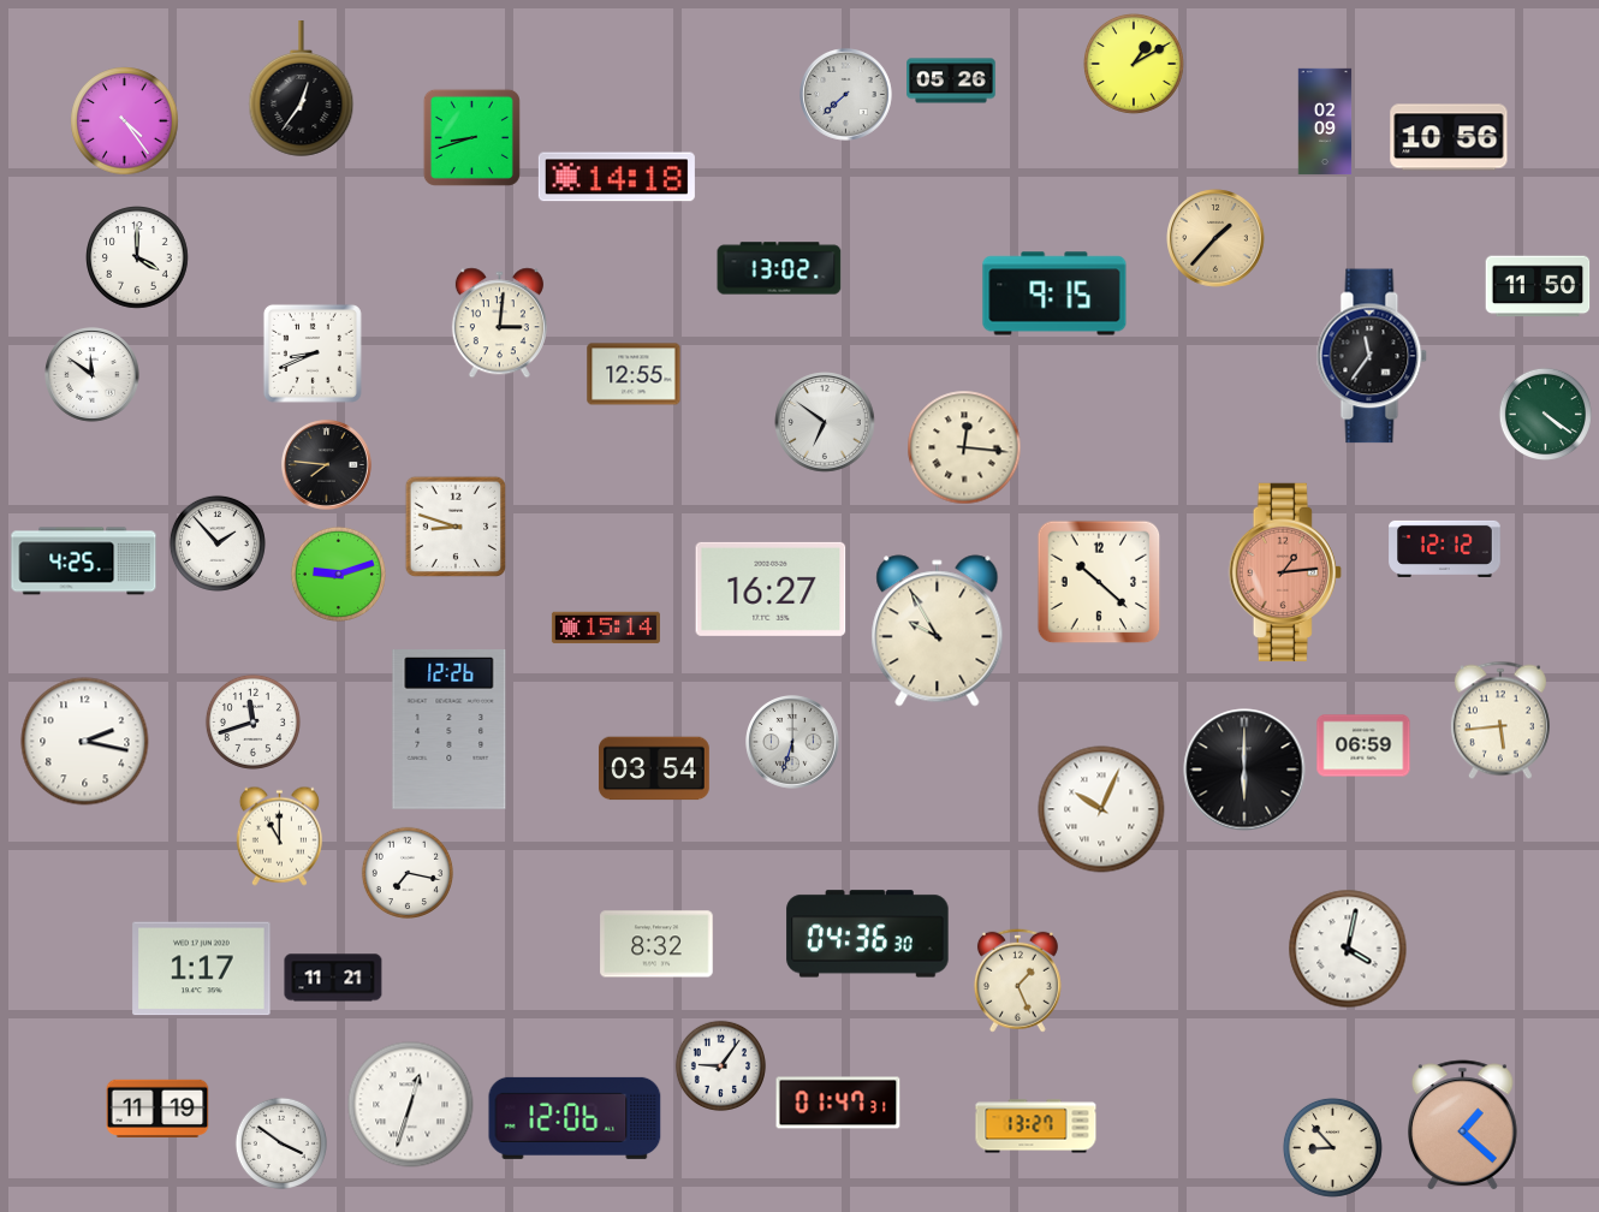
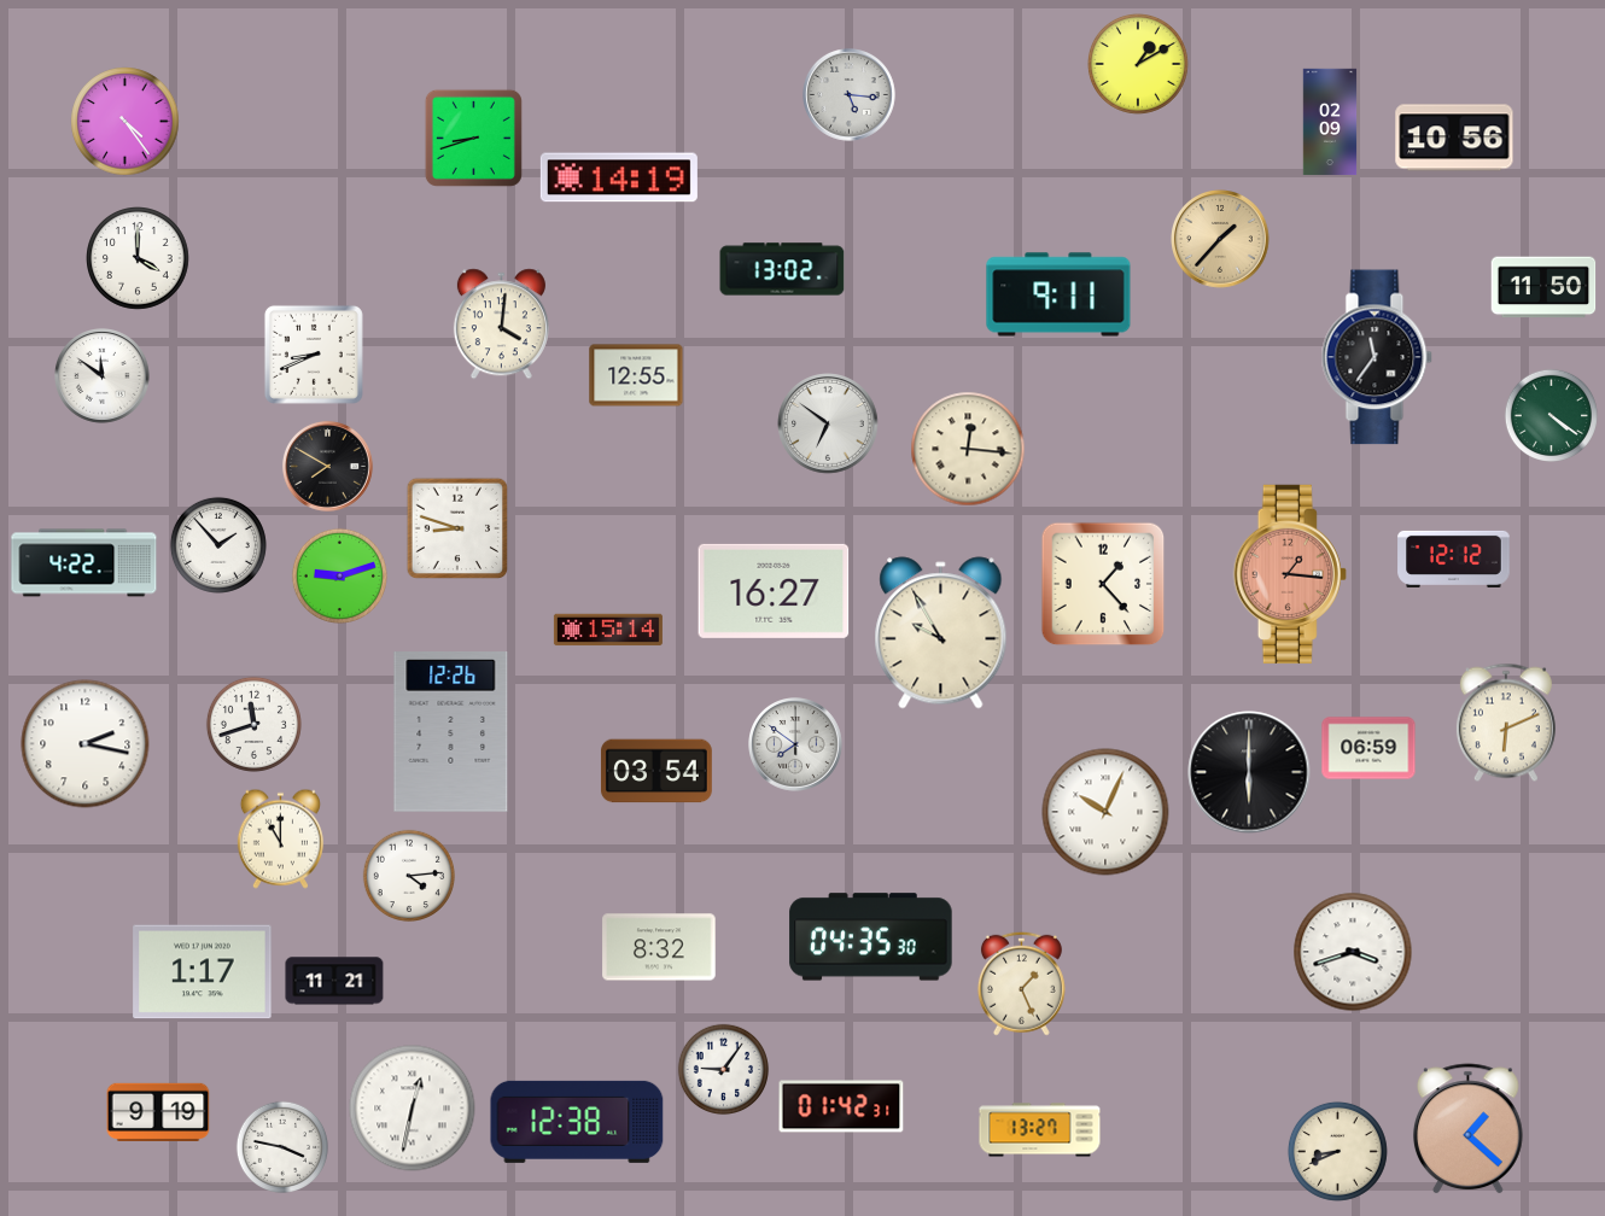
clock at (951, 81): 05:26 -> none
clock at (302, 89): 12:36 -> none
clock at (846, 95): 7:38 -> 5:16
clock at (617, 177): 14:18 -> 14:19
clock at (1054, 293): 9:15 -> 9:11
clock at (499, 323): 3:01 -> 4:01
clock at (93, 375) position: (93, 375) -> (103, 376)
clock at (326, 464): 7:46 -> 7:50
clock at (1445, 548) position: (1445, 548) -> (1454, 559)
clock at (84, 562): 4:25 -> 4:22
clock at (1285, 572): 1:14 -> 1:16
clock at (1099, 582): 10:22 -> 1:23
clock at (1500, 720): 5:44 -> 6:11
clock at (793, 743): 6:33 -> 7:51
clock at (406, 872): 7:17 -> 4:14
clock at (868, 934): 04:36 -> 04:35
clock at (1348, 949): 4:02 -> 3:42
clock at (838, 1103): 01:47 -> 01:42
clock at (411, 1105): 12:33 -> 12:32
clock at (157, 1109): 11:19 -> 9:19
clock at (575, 1118): 12:06 -> 12:38
clock at (280, 1142): 3:51 -> 3:47
clock at (1332, 1147): 8:53 -> 8:41
